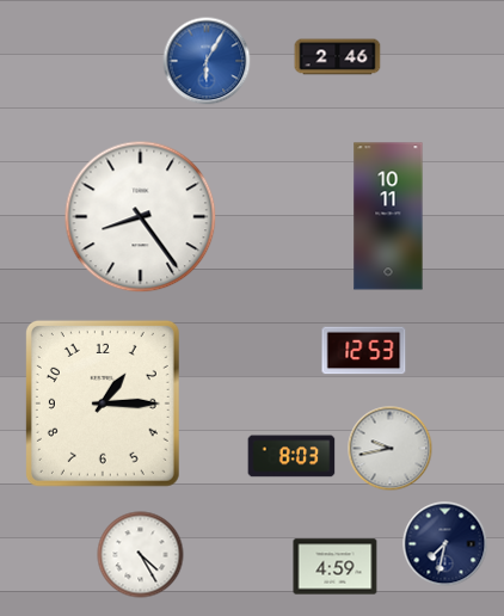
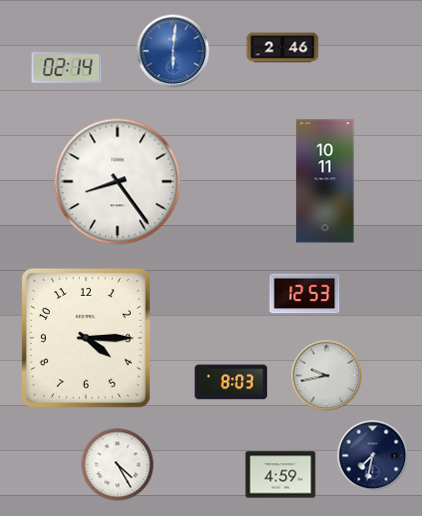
clock at (207, 61): 6:05 -> 6:01
clock at (67, 67): none -> 02:14
clock at (103, 404): 1:15 -> 4:15
clock at (291, 456) position: (291, 456) -> (231, 382)
